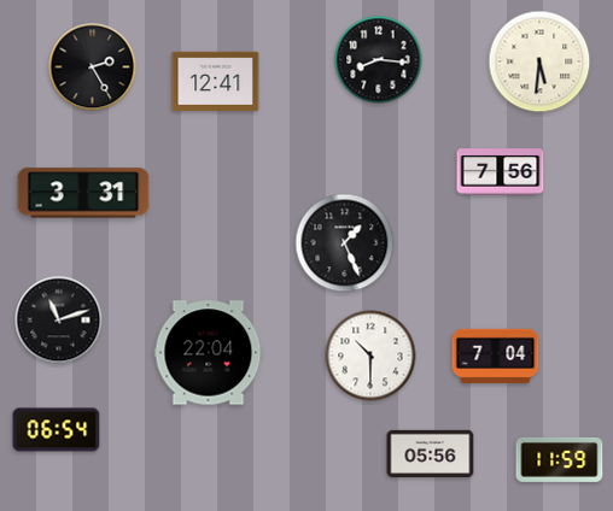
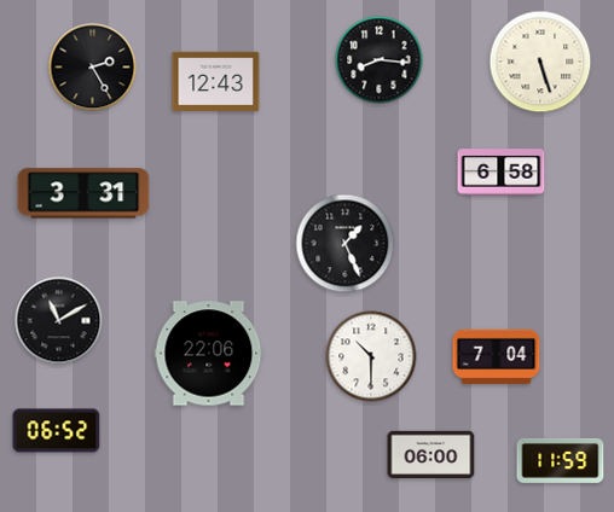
clock at (539, 61): 5:31 -> 5:27
clock at (216, 81): 12:41 -> 12:43
clock at (501, 172): 7:56 -> 6:58
clock at (59, 321): 11:12 -> 11:10
clock at (209, 353): 22:04 -> 22:06
clock at (57, 430): 06:54 -> 06:52
clock at (431, 453): 05:56 -> 06:00
